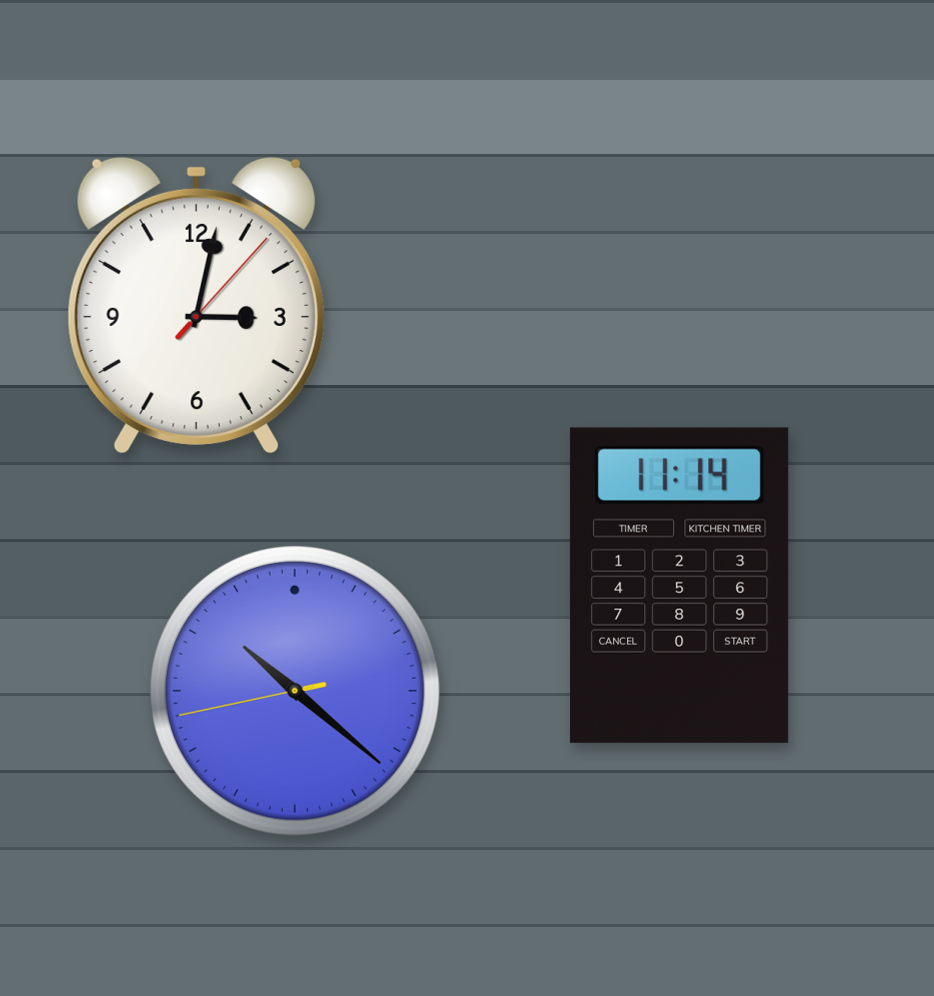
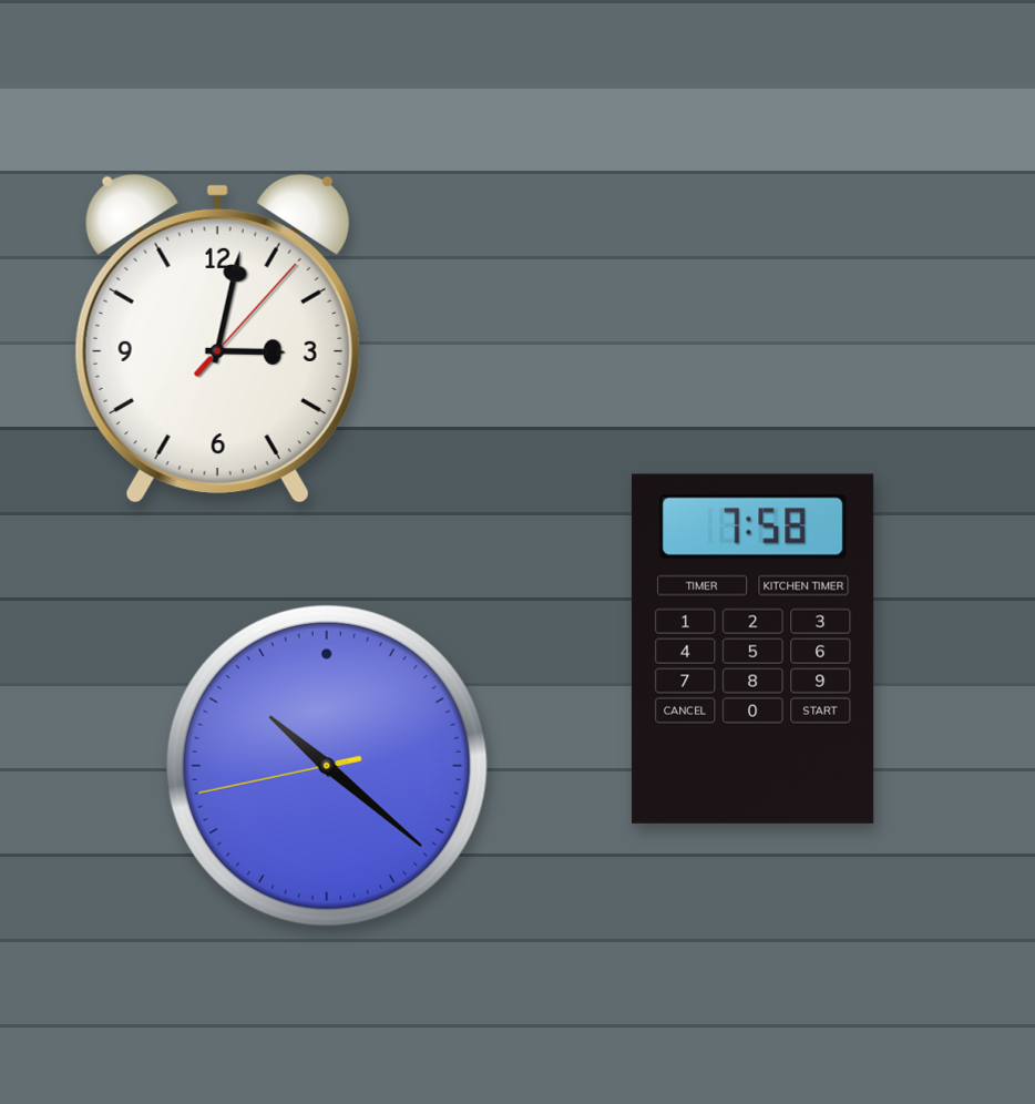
clock at (680, 585): 11:14 -> 7:58
